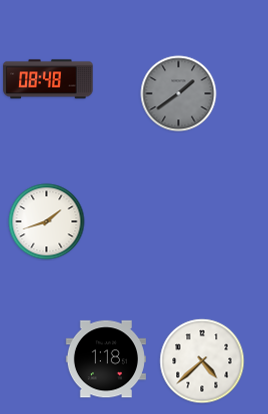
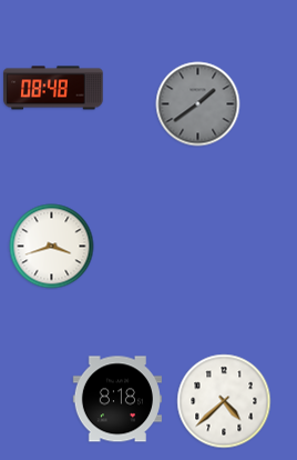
clock at (47, 222): 1:42 -> 3:42
clock at (106, 359): 1:18 -> 8:18
